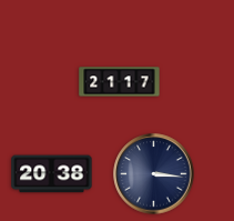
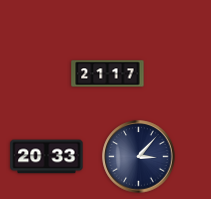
clock at (52, 174): 20:38 -> 20:33
clock at (154, 174): 3:16 -> 3:07
